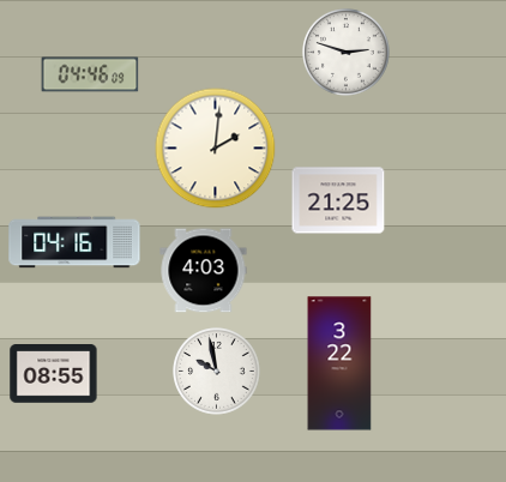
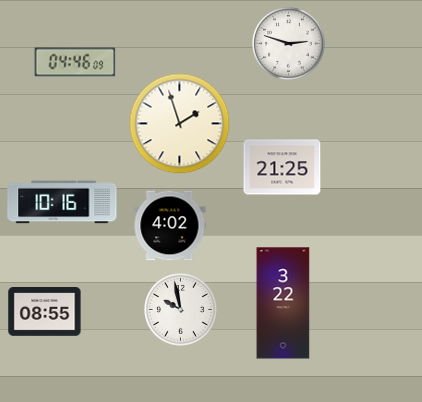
clock at (216, 149): 2:01 -> 1:57
clock at (74, 242): 04:16 -> 10:16
clock at (204, 271): 4:03 -> 4:02
